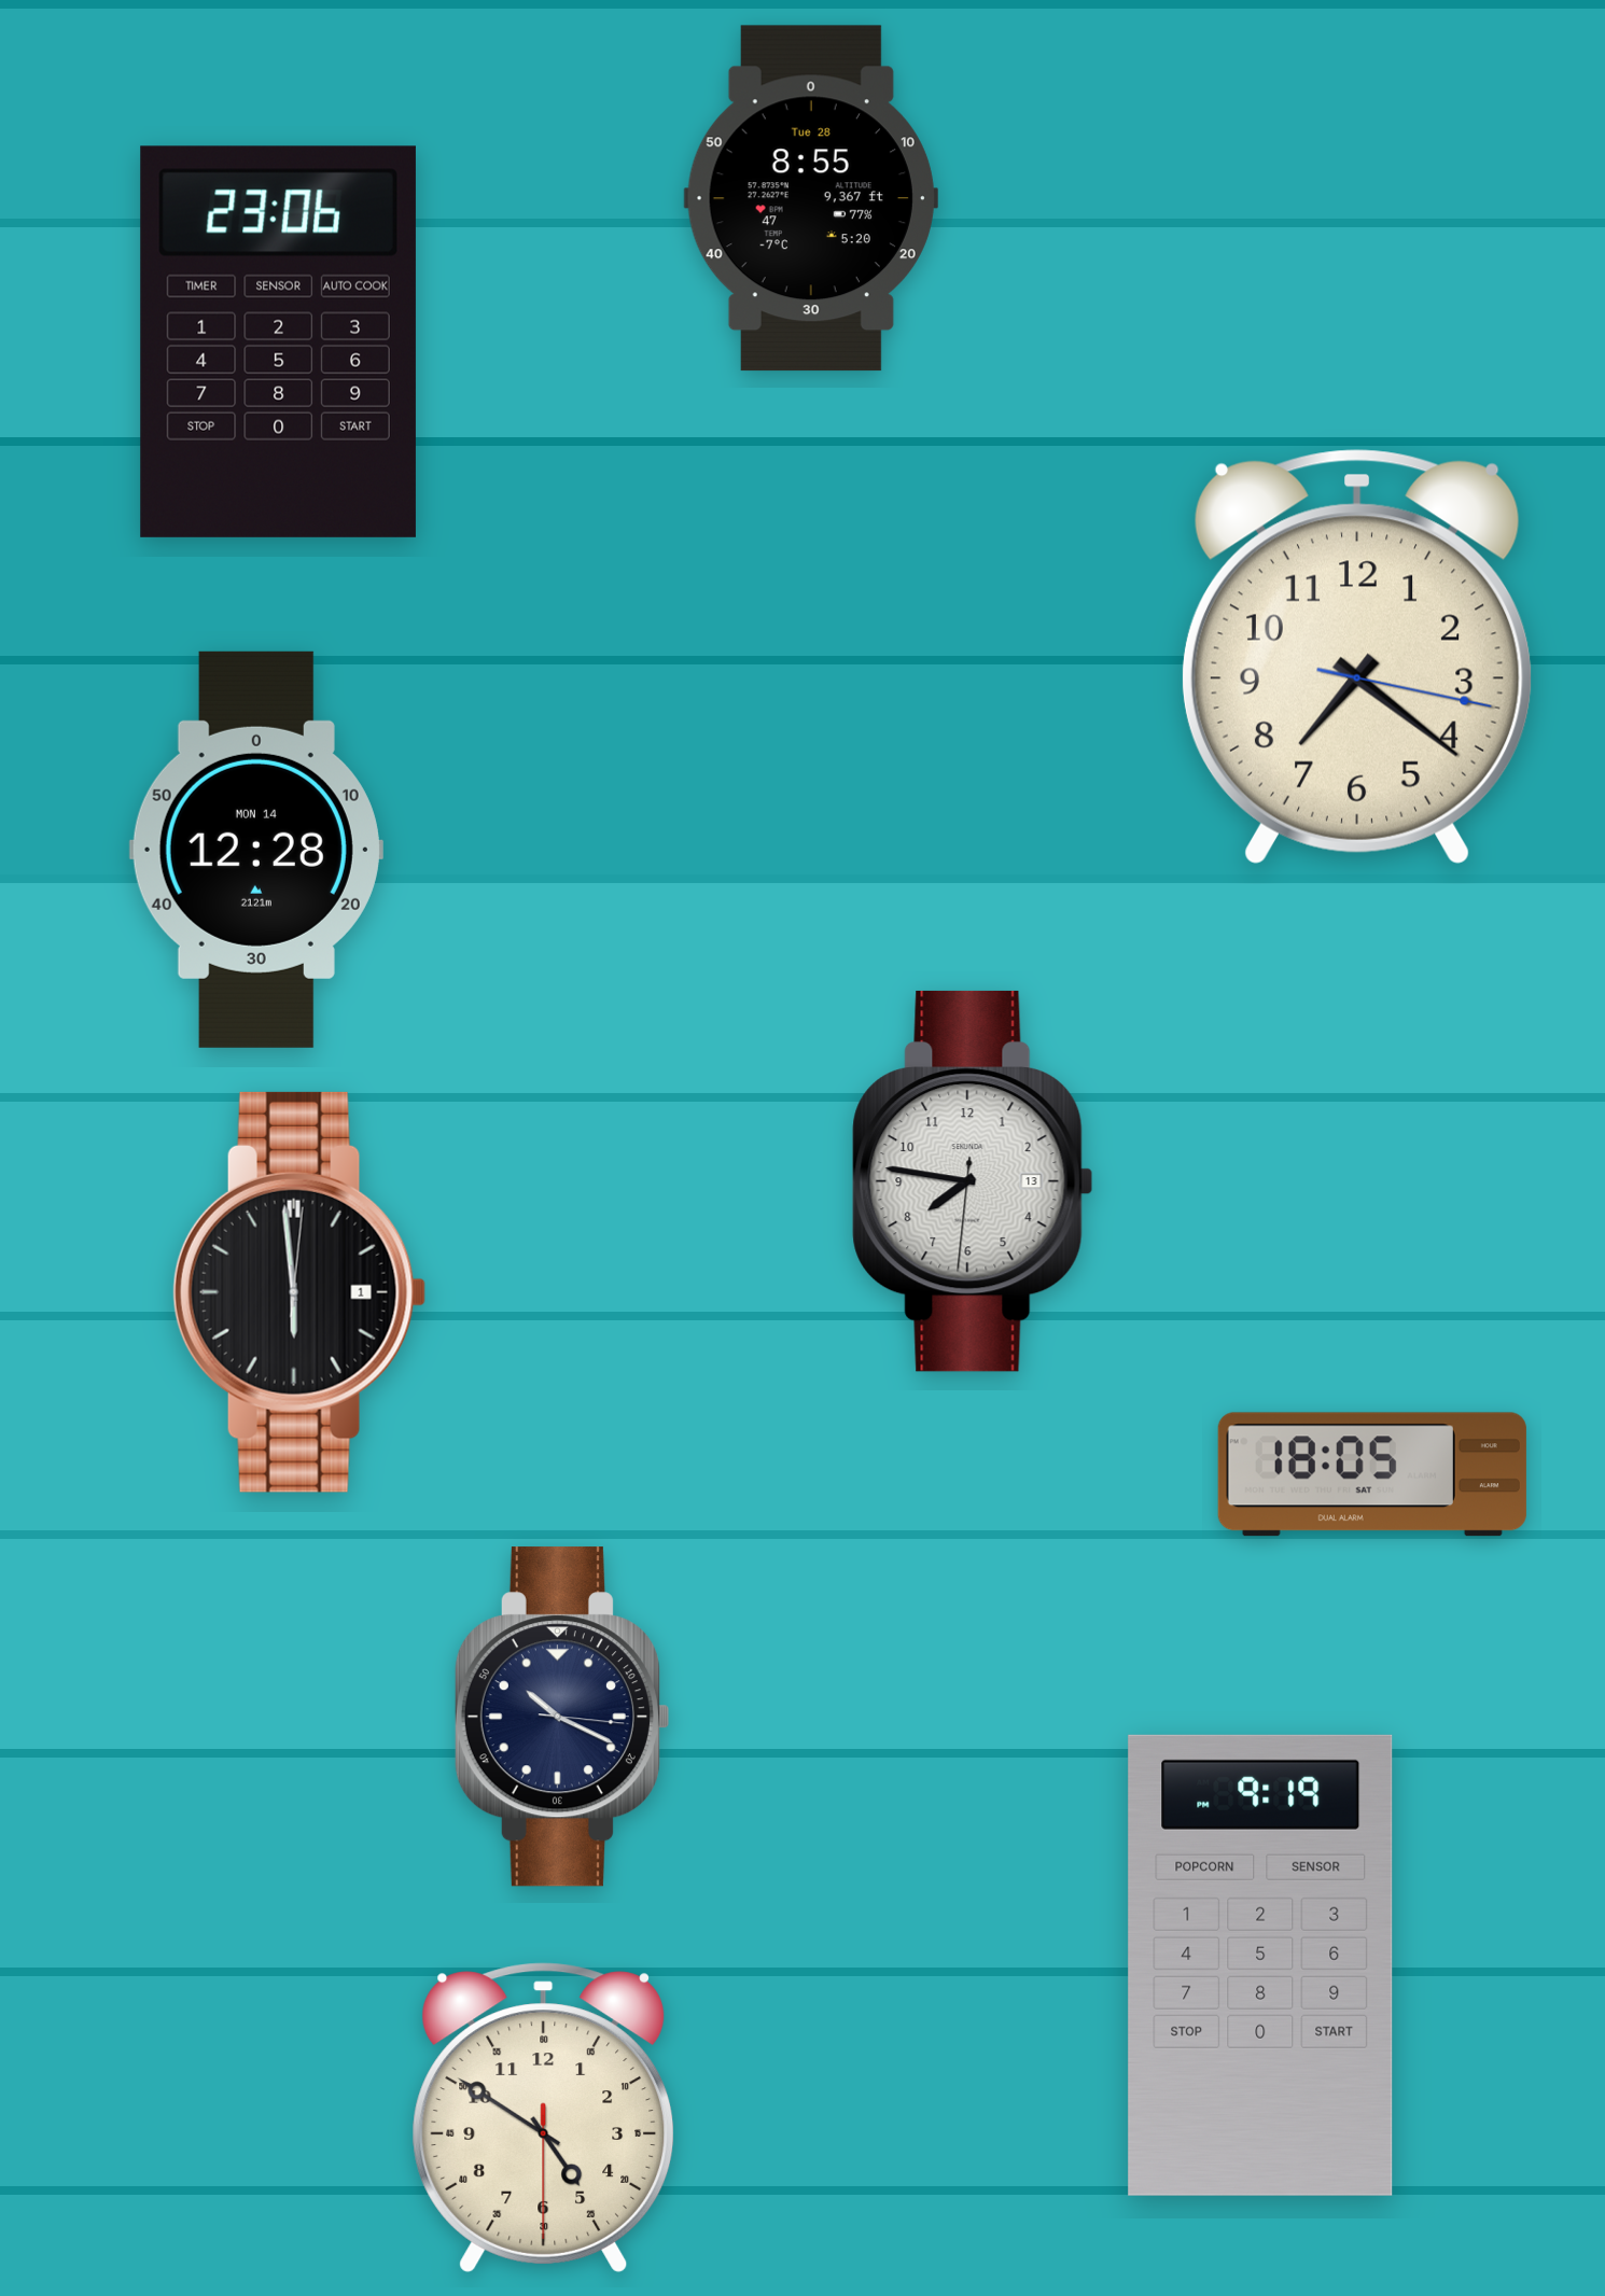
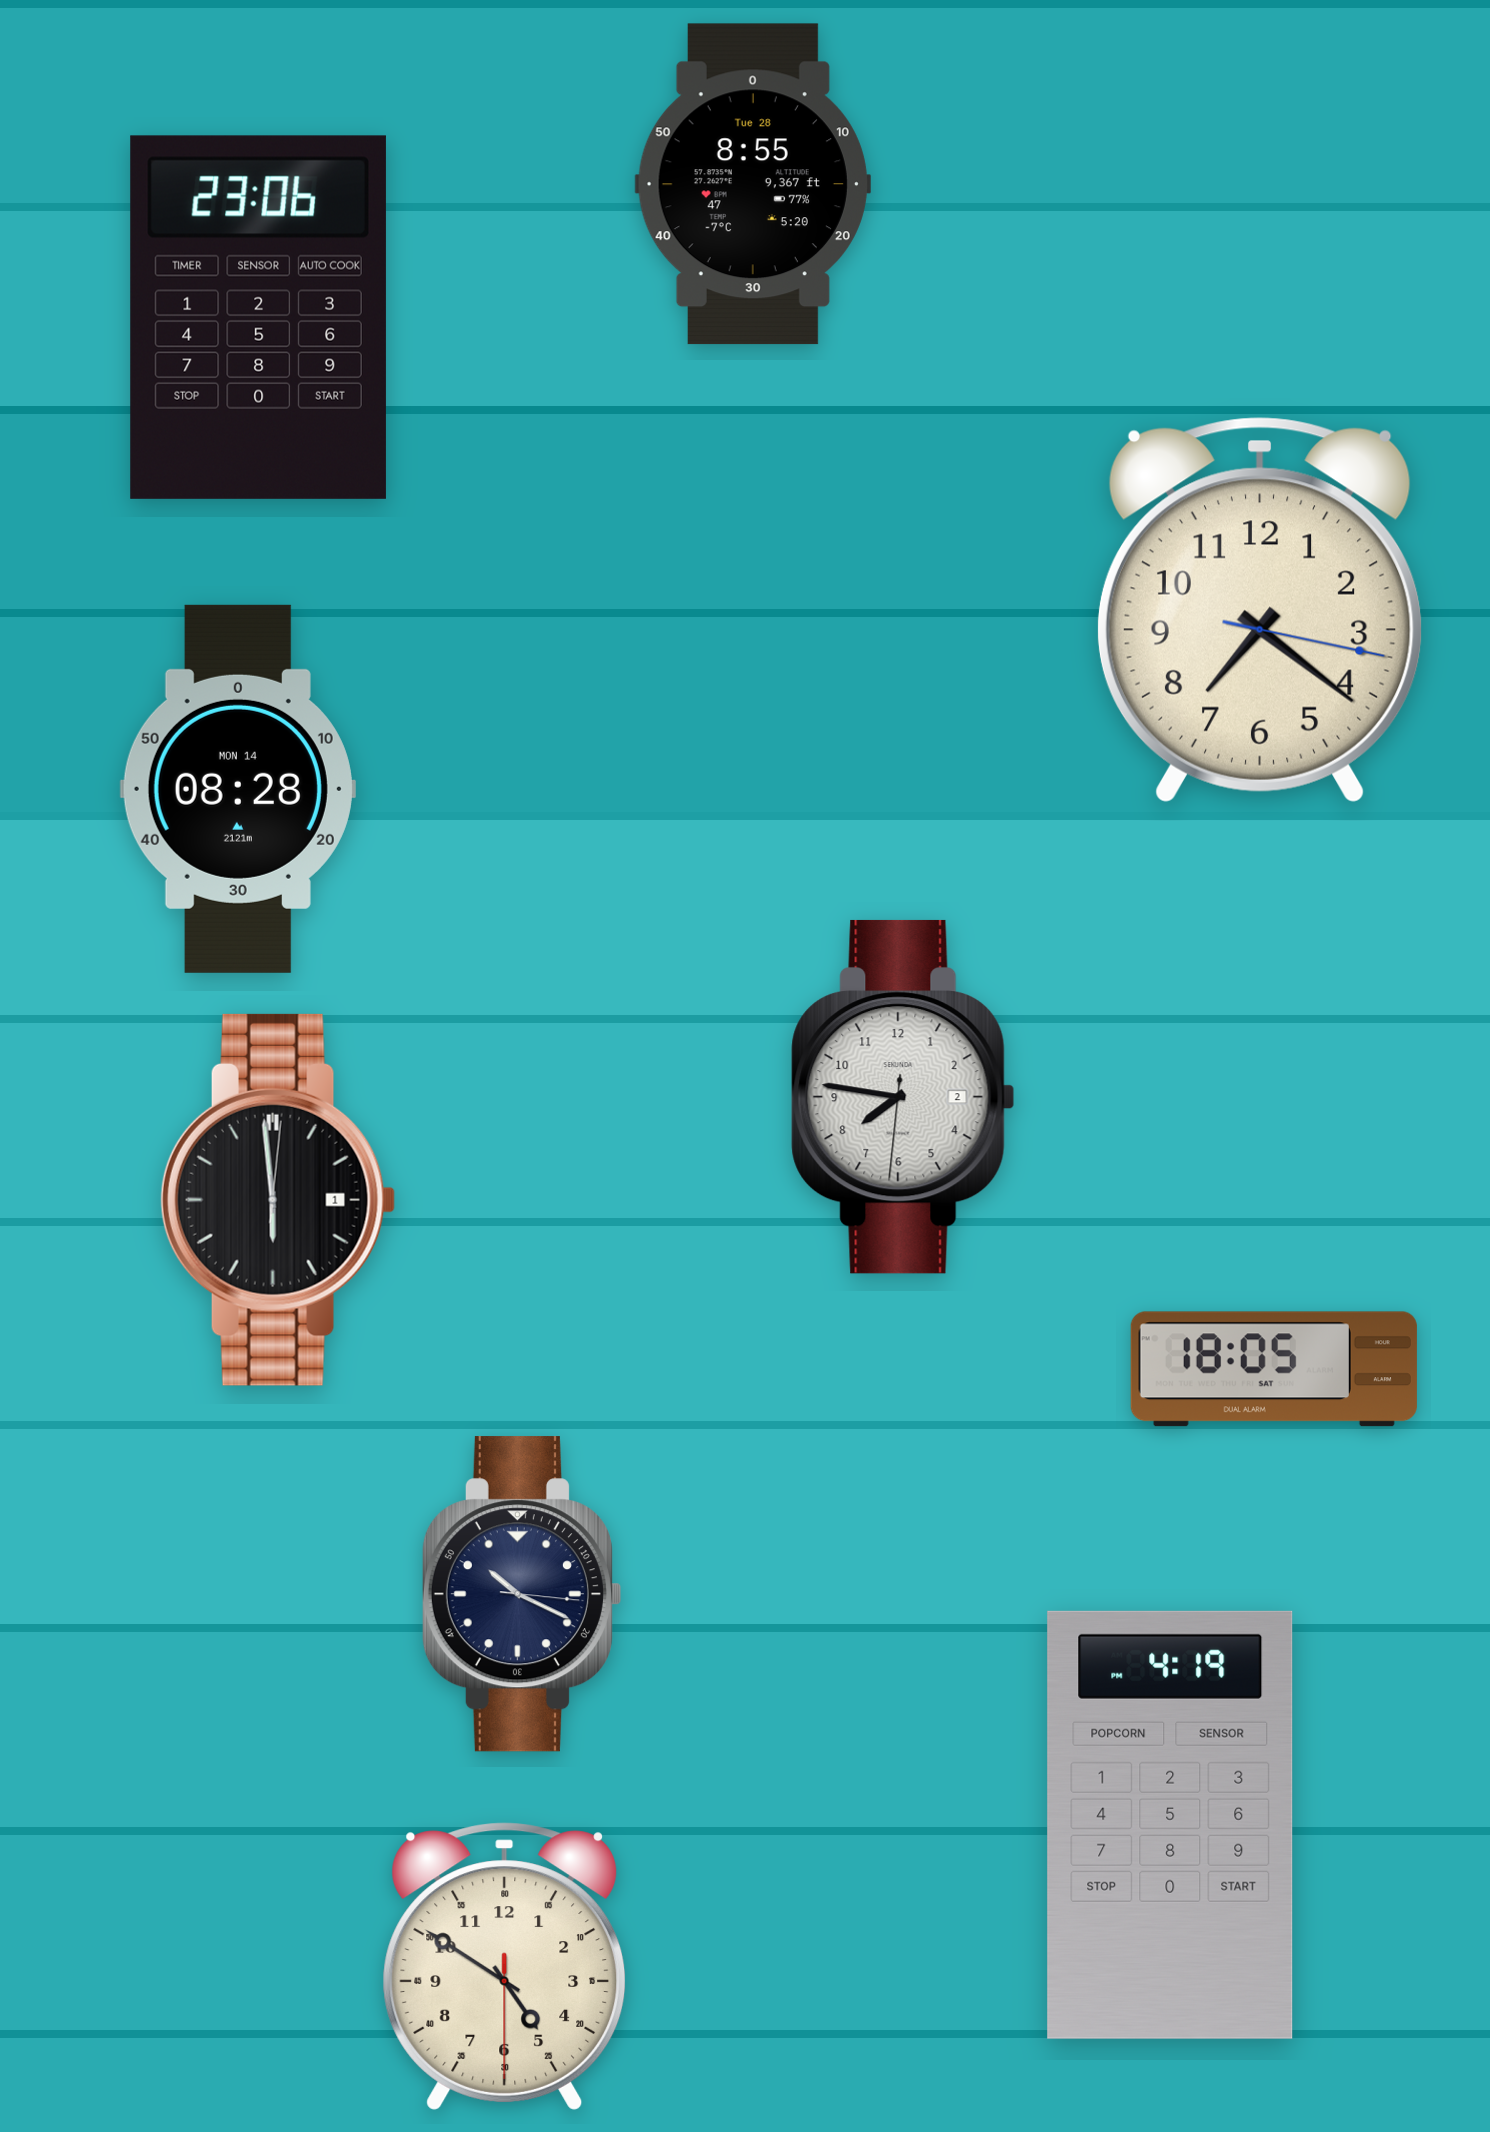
clock at (256, 850): 12:28 -> 08:28
clock at (973, 1181) date: 13 -> 2
clock at (1260, 1965): 9:19 -> 4:19
